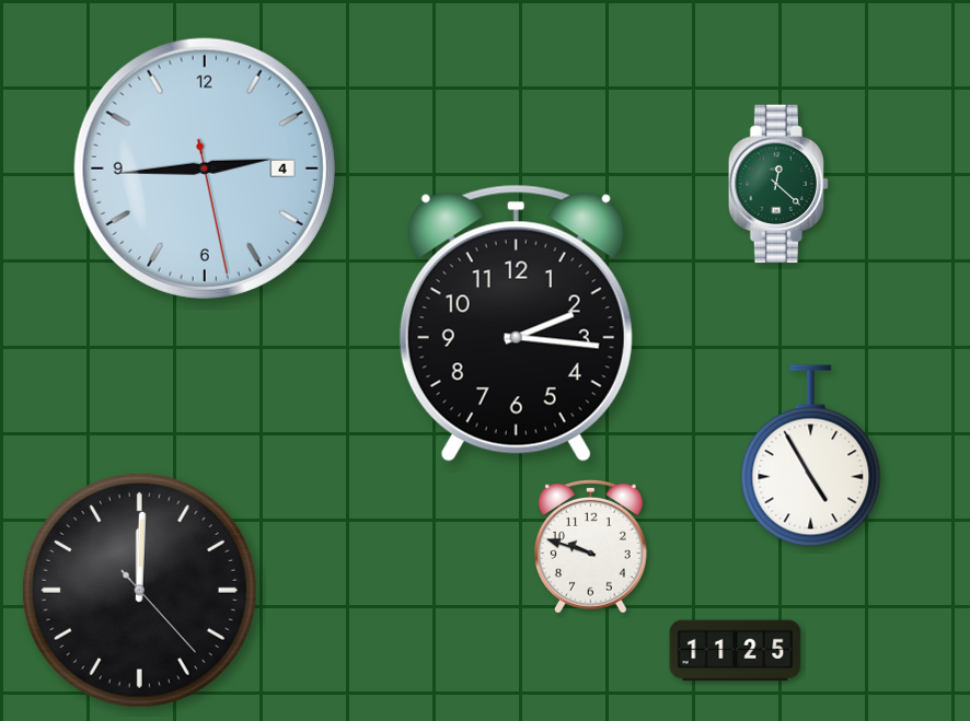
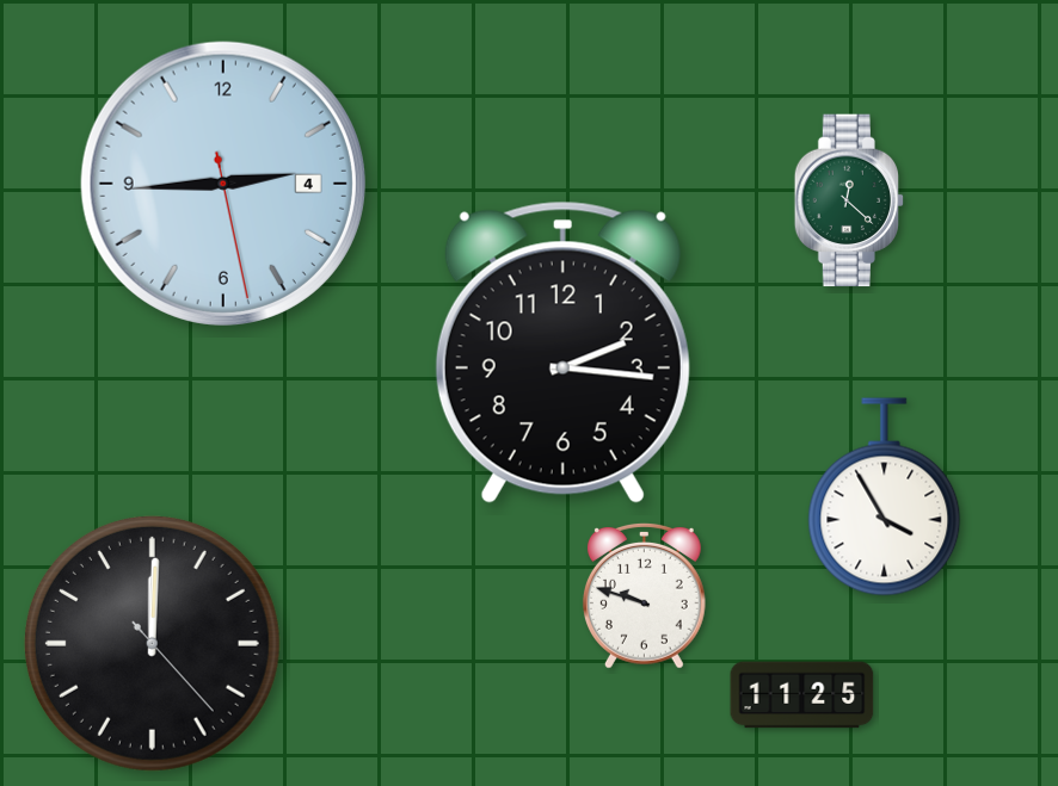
clock at (811, 456): 4:55 -> 3:55
clock at (736, 651) position: (736, 651) -> (802, 695)
